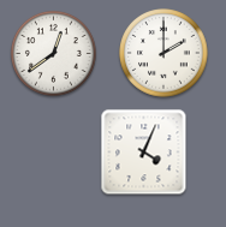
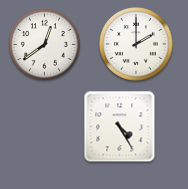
clock at (144, 153): 4:04 -> 4:25
